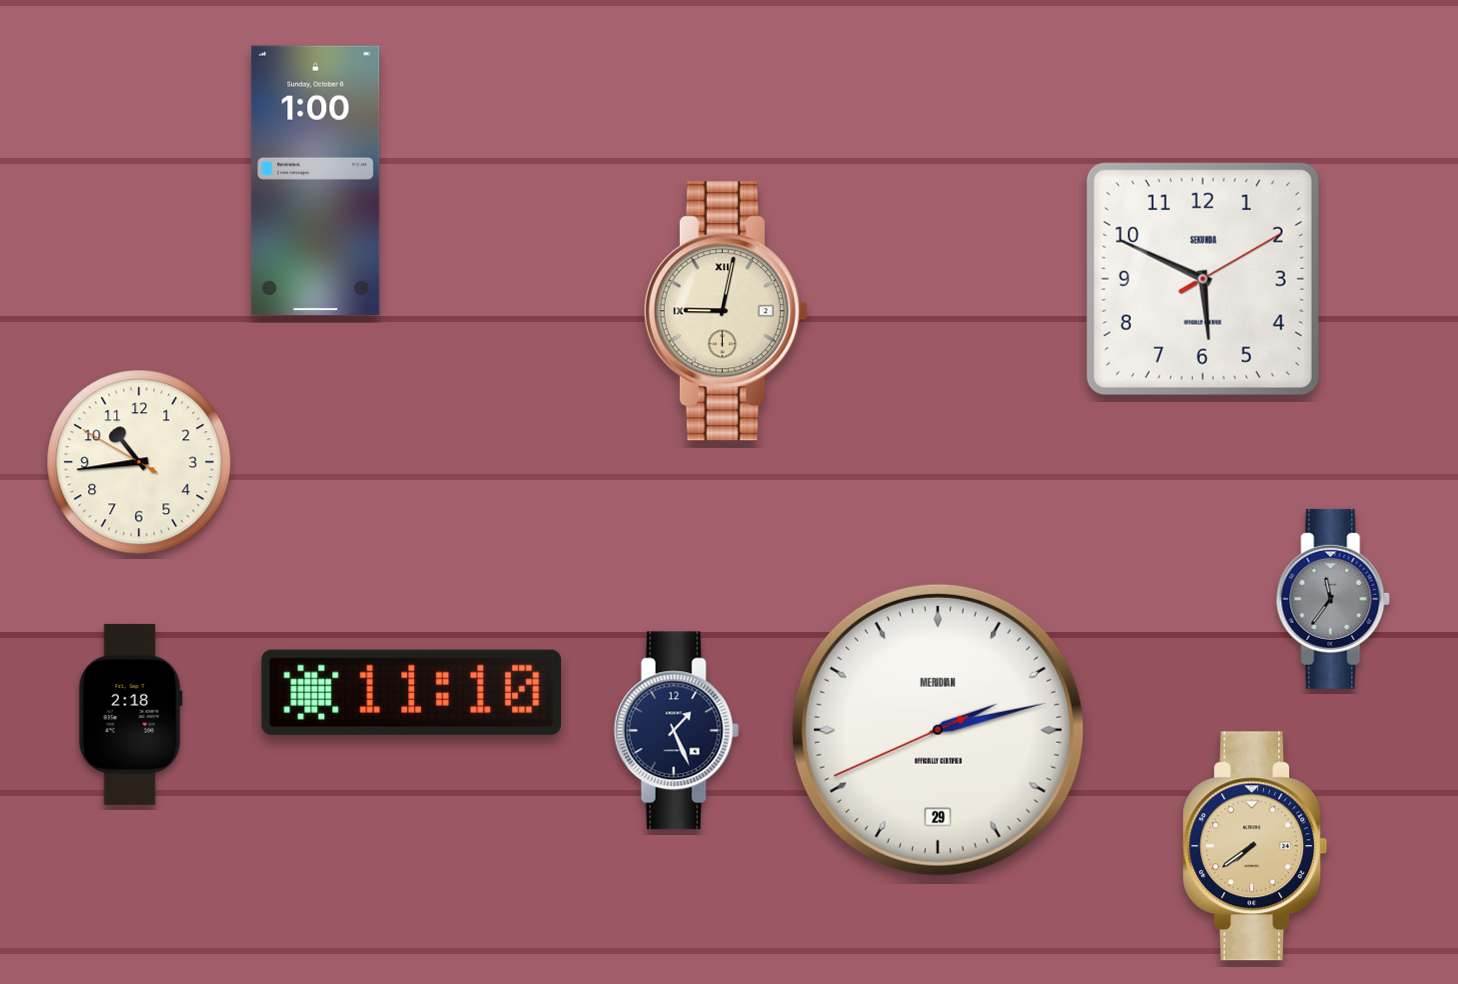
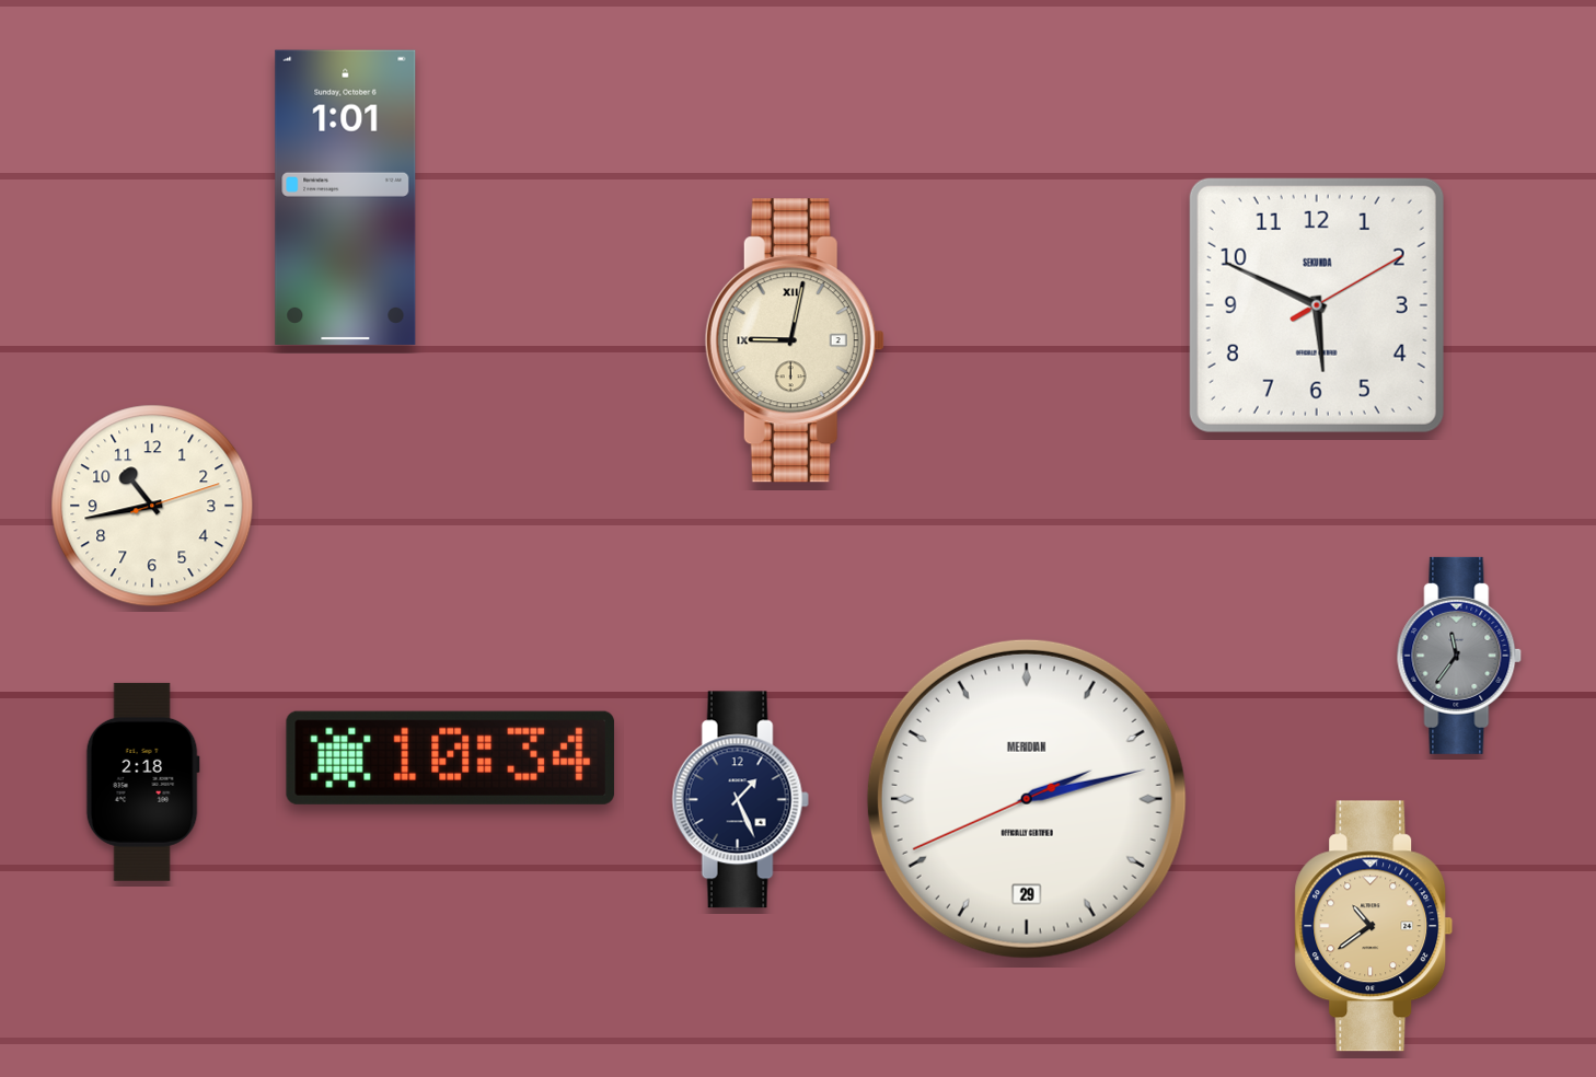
clock at (316, 180): 1:00 -> 1:01
clock at (139, 462): 10:43:50 -> 10:43:12
clock at (411, 692): 11:10 -> 10:34
clock at (1255, 846): 7:39 -> 10:39
